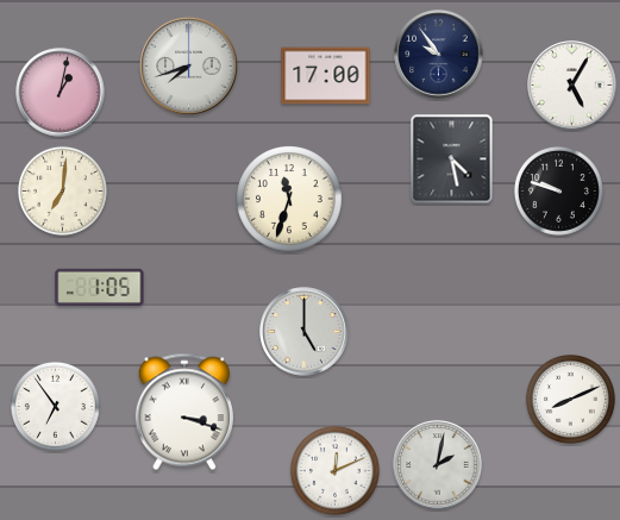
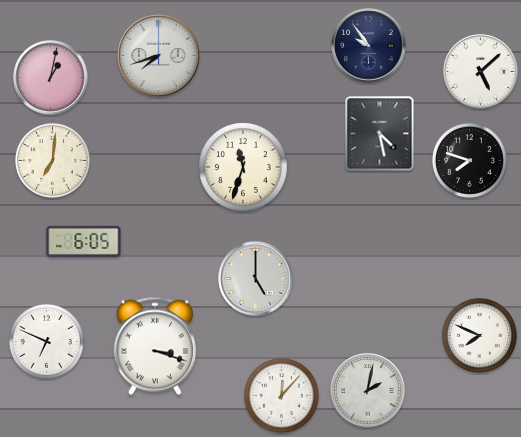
clock at (326, 76): 17:00 -> none
clock at (572, 86): 5:05 -> 5:08
clock at (558, 190): 9:48 -> 7:48
clock at (100, 287): 1:05 -> 6:05
clock at (570, 399): 8:11 -> 7:49
clock at (55, 406): 6:54 -> 6:49
clock at (334, 470): 12:11 -> 12:07
